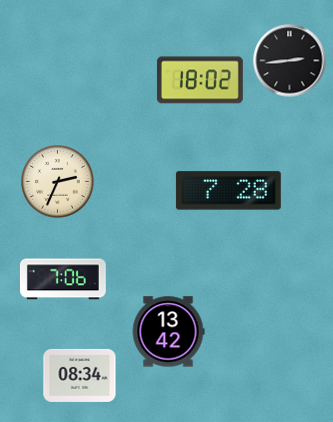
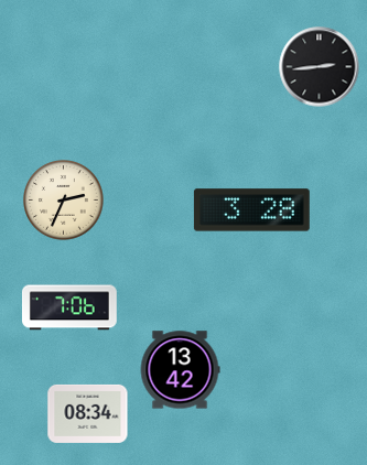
clock at (200, 80): 18:02 -> none
clock at (228, 191): 7:28 -> 3:28
clock at (168, 332) position: (168, 332) -> (180, 370)
